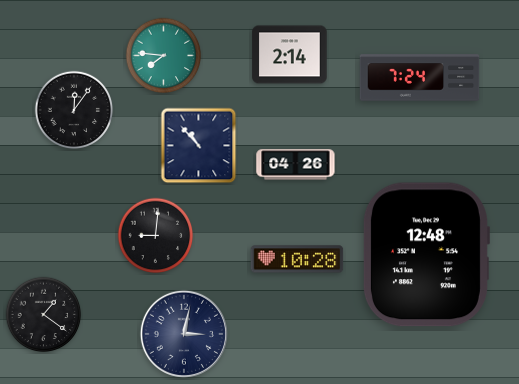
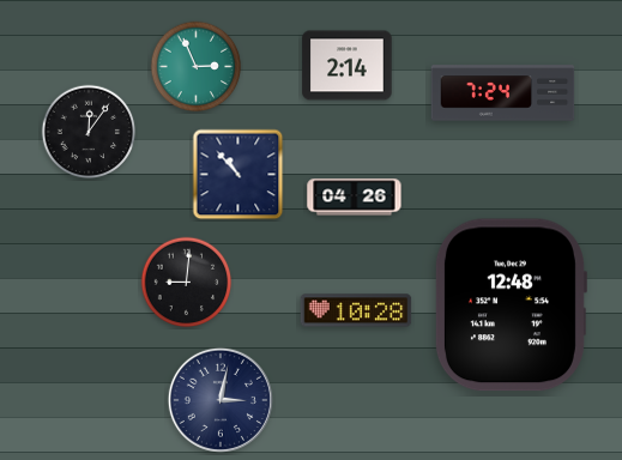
clock at (164, 56): 7:46 -> 2:56
clock at (44, 315): 1:21 -> none
